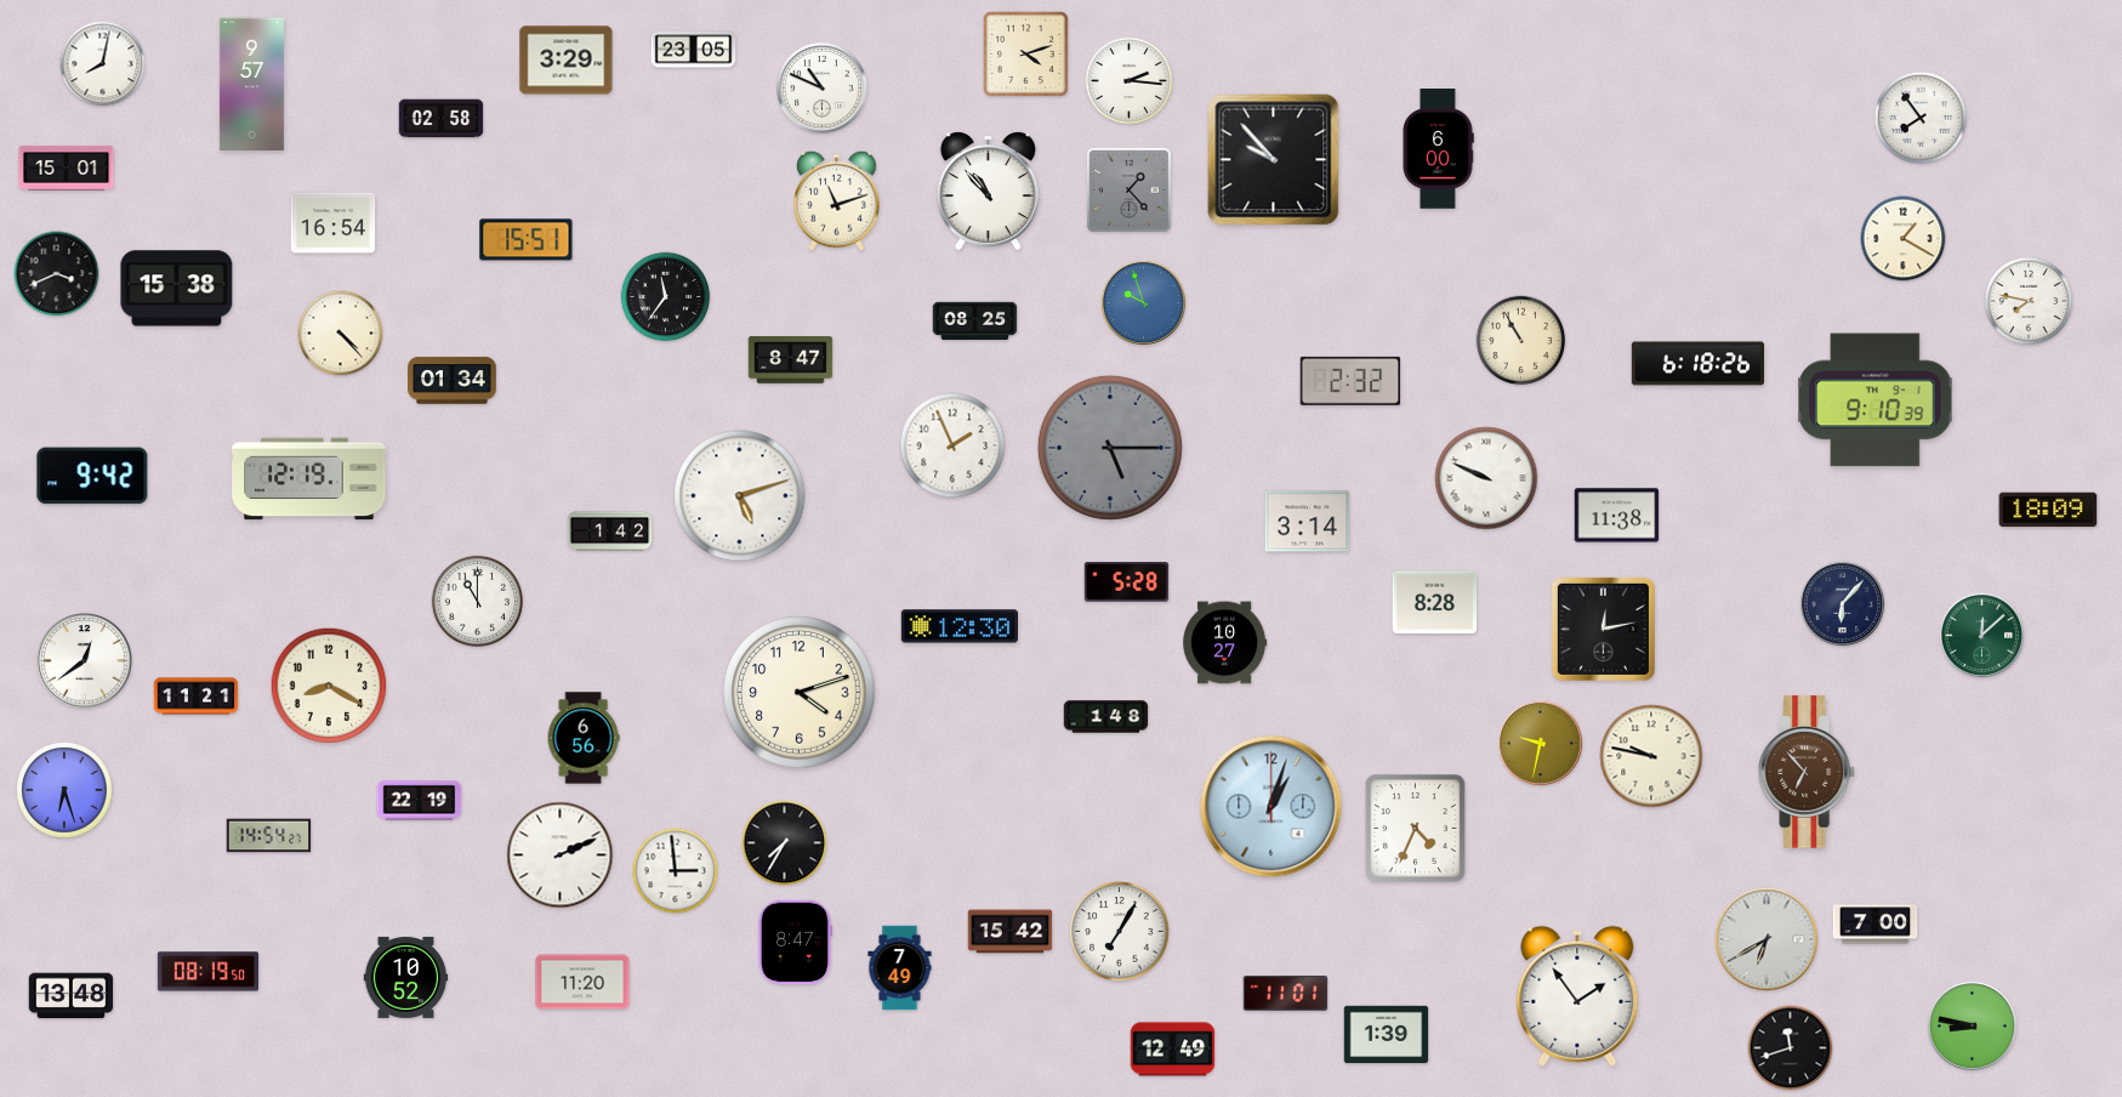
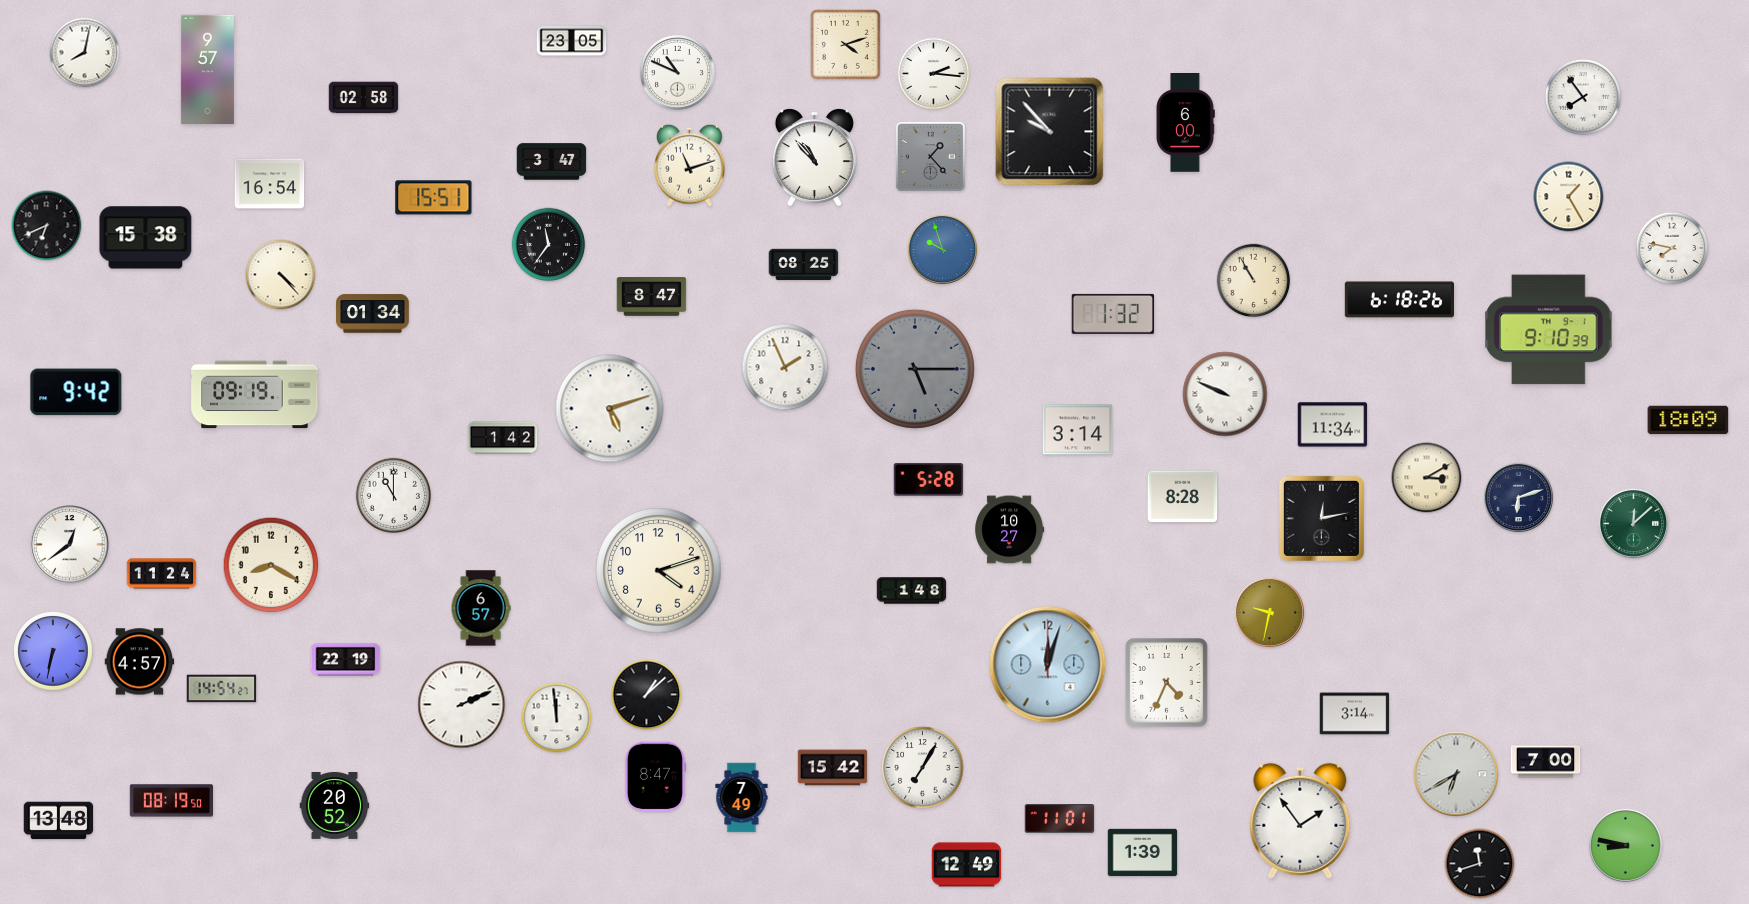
clock at (567, 61): 3:29 -> none
clock at (1130, 81) position: (1130, 81) -> (934, 74)
clock at (67, 169): 15:01 -> none
clock at (552, 162): none -> 3:47
clock at (334, 223) position: (334, 223) -> (270, 184)
clock at (1904, 239): 1:20 -> 1:25
clock at (57, 274): 3:41 -> 6:41
clock at (1350, 381): 2:32 -> 1:32
clock at (1876, 400) position: (1876, 400) -> (1549, 330)
clock at (309, 479): 12:19 -> 09:19
clock at (1617, 516): 11:38 -> 11:34
clock at (1427, 478): none -> 3:10
clock at (1843, 604): 6:07 -> 6:12
clock at (958, 626): 12:30 -> none
clock at (197, 697): 11:21 -> 11:24
clock at (584, 738): 6:56 -> 6:57
clock at (1651, 756): 9:47 -> none
clock at (1808, 772): 6:53 -> none
clock at (64, 790): 6:27 -> 6:32
clock at (140, 662): none -> 4:57
clock at (1272, 807): 1:03 -> 12:03
clock at (785, 843): 7:35 -> 1:08
clock at (1355, 714): none -> 3:14
clock at (676, 871): 2:59 -> 11:59
clock at (406, 977): 10:52 -> 20:52
clock at (582, 982): 11:20 -> none
clock at (1791, 1048) position: (1791, 1048) -> (1480, 864)
